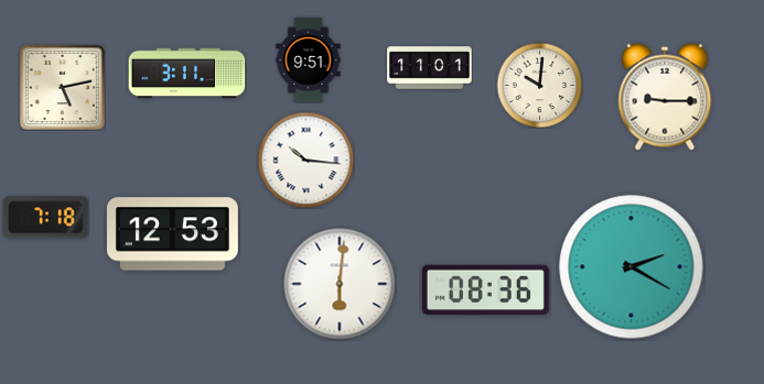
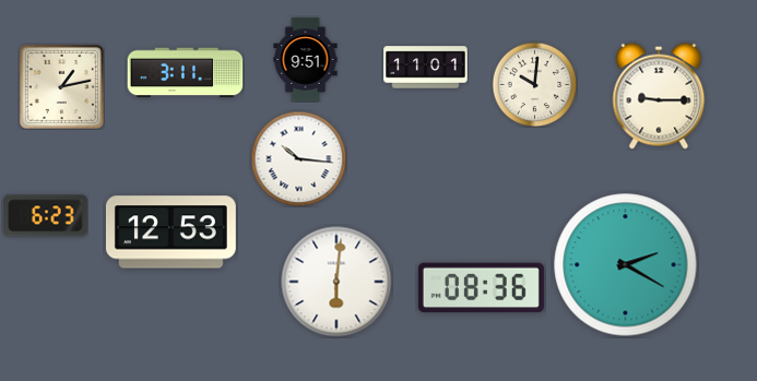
clock at (62, 87): 5:13 -> 1:13
clock at (305, 160) position: (305, 160) -> (298, 158)
clock at (46, 218): 7:18 -> 6:23
